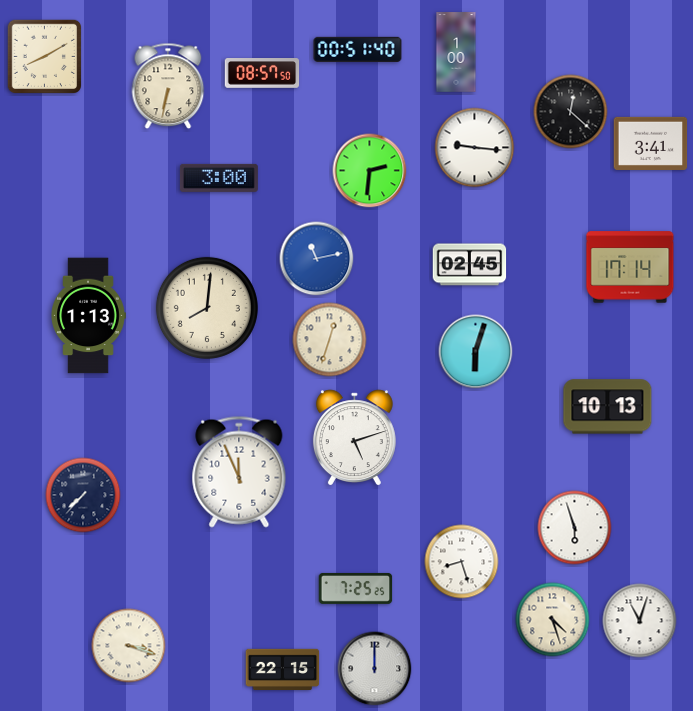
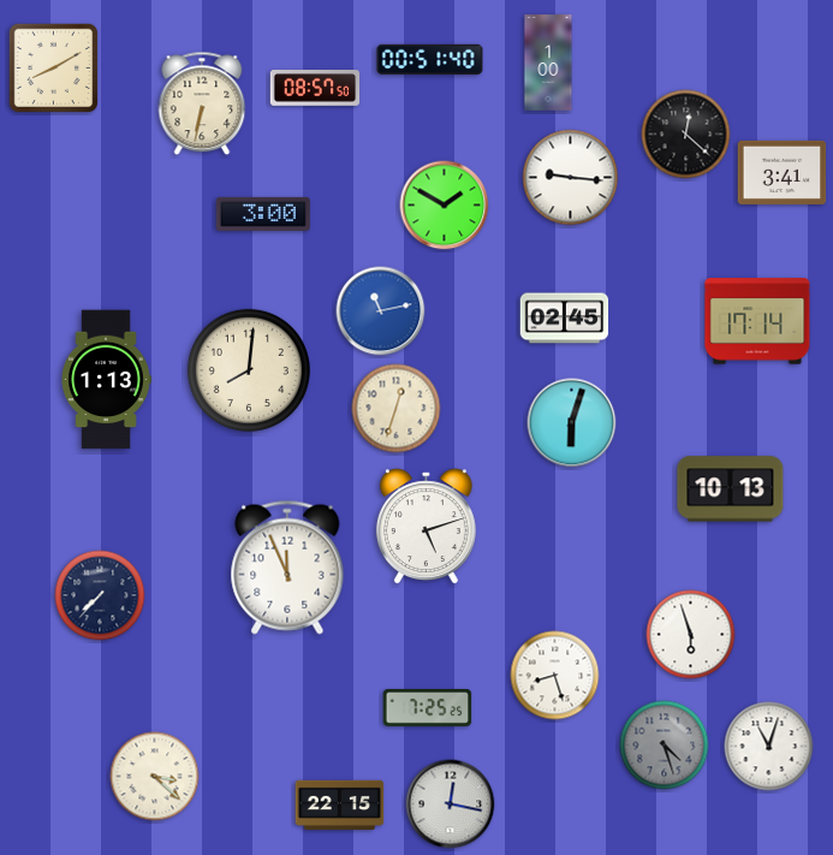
clock at (370, 171): 2:31 -> 1:50
clock at (553, 620) dial: cream -> grey
clock at (129, 646): 3:18 -> 3:22
clock at (375, 669): 12:00 -> 12:17
